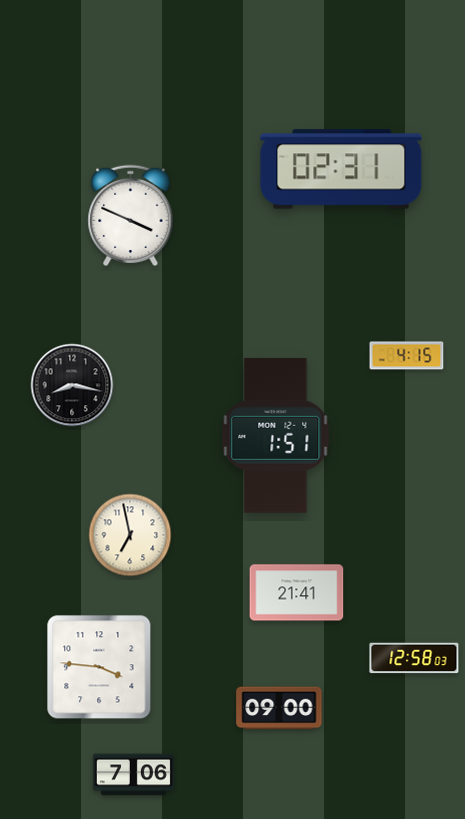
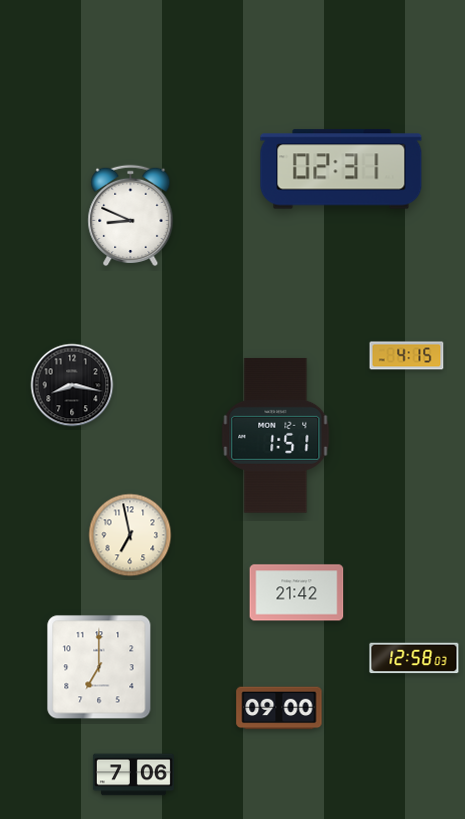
clock at (131, 215): 3:49 -> 8:49
clock at (297, 593): 21:41 -> 21:42
clock at (99, 667): 3:46 -> 7:00
